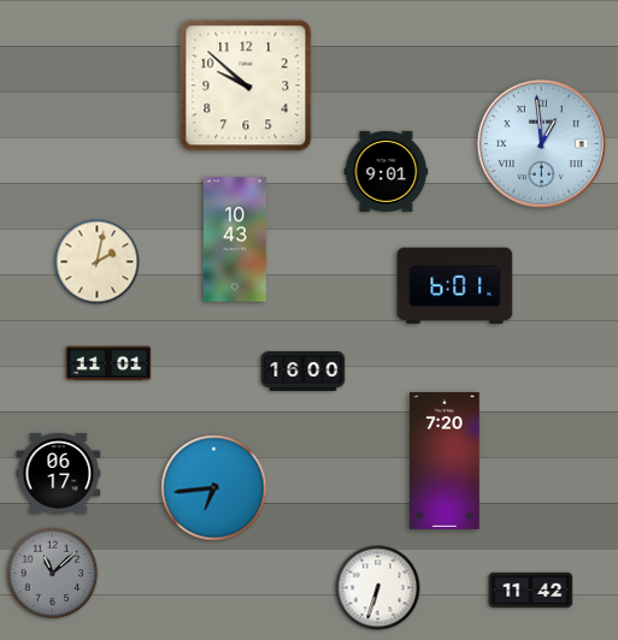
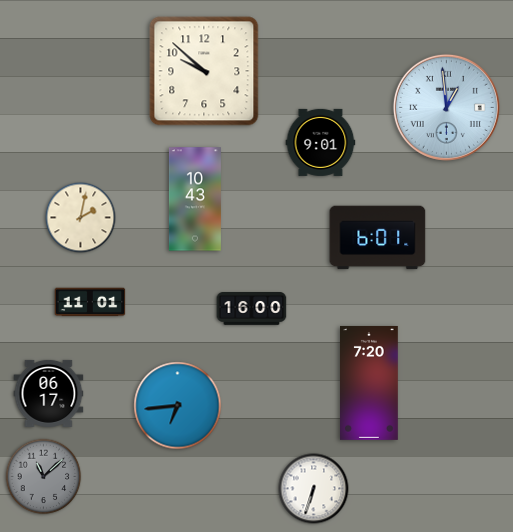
clock at (541, 143) position: (541, 143) -> (446, 107)
clock at (531, 589): 11:42 -> none
